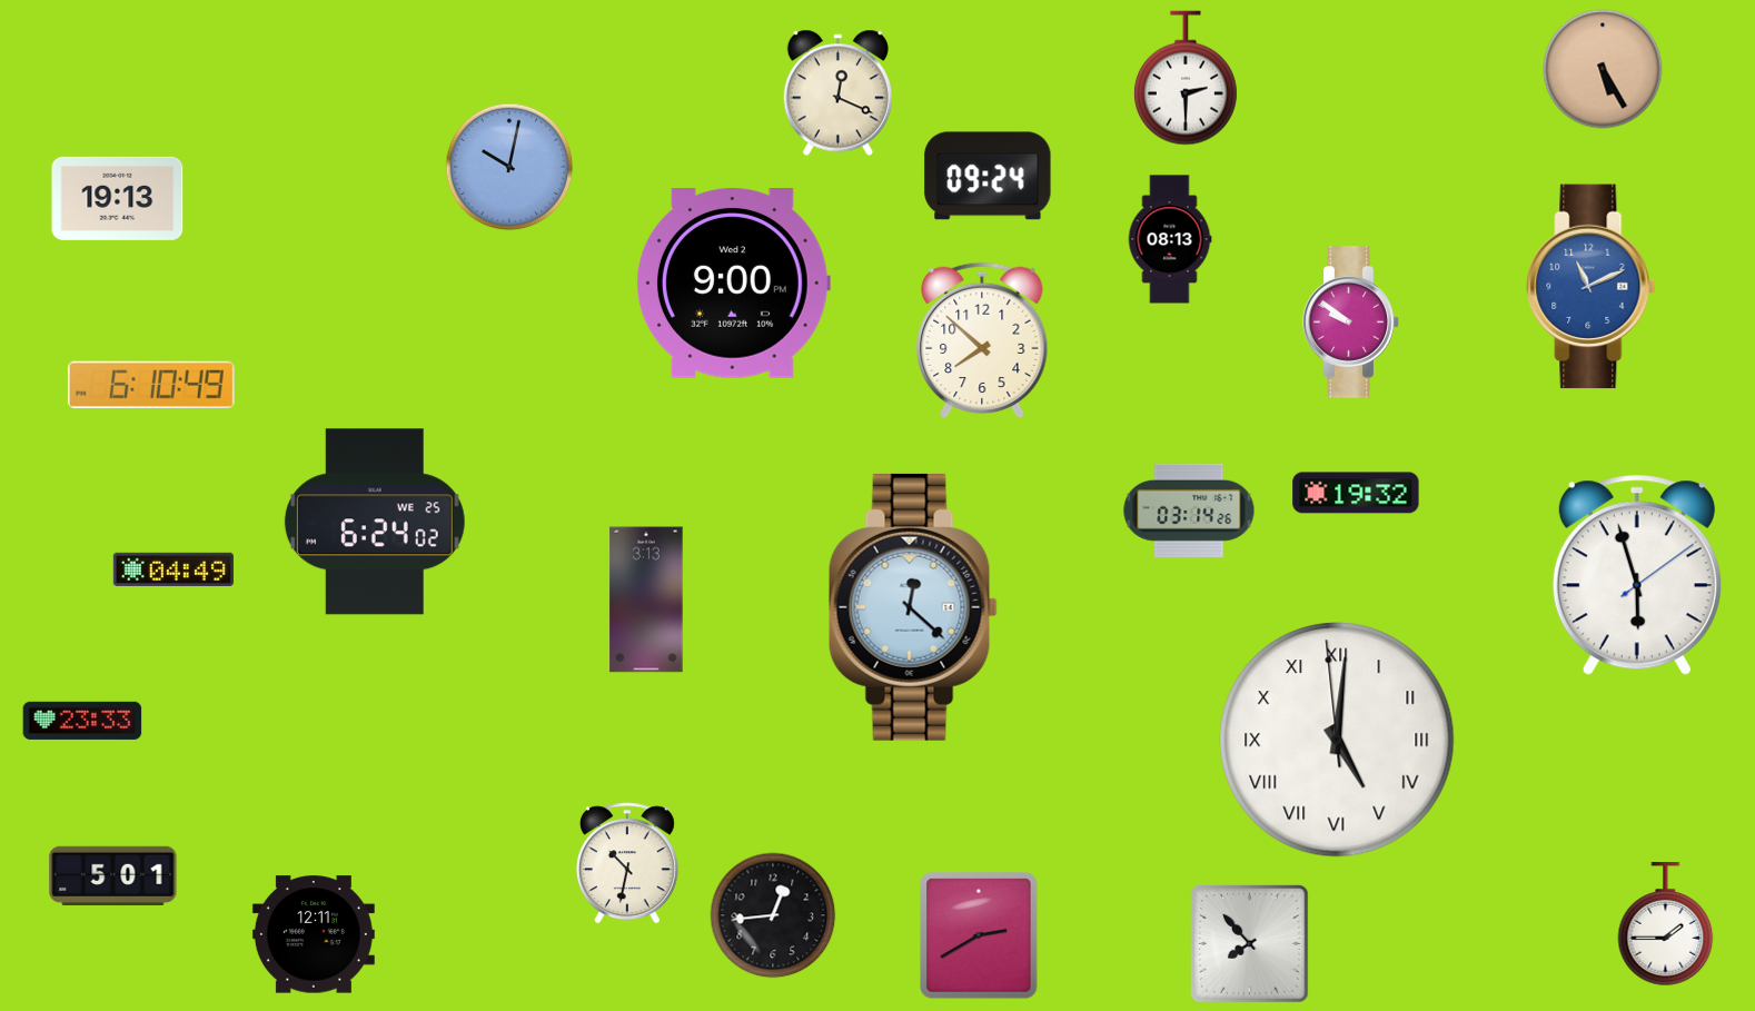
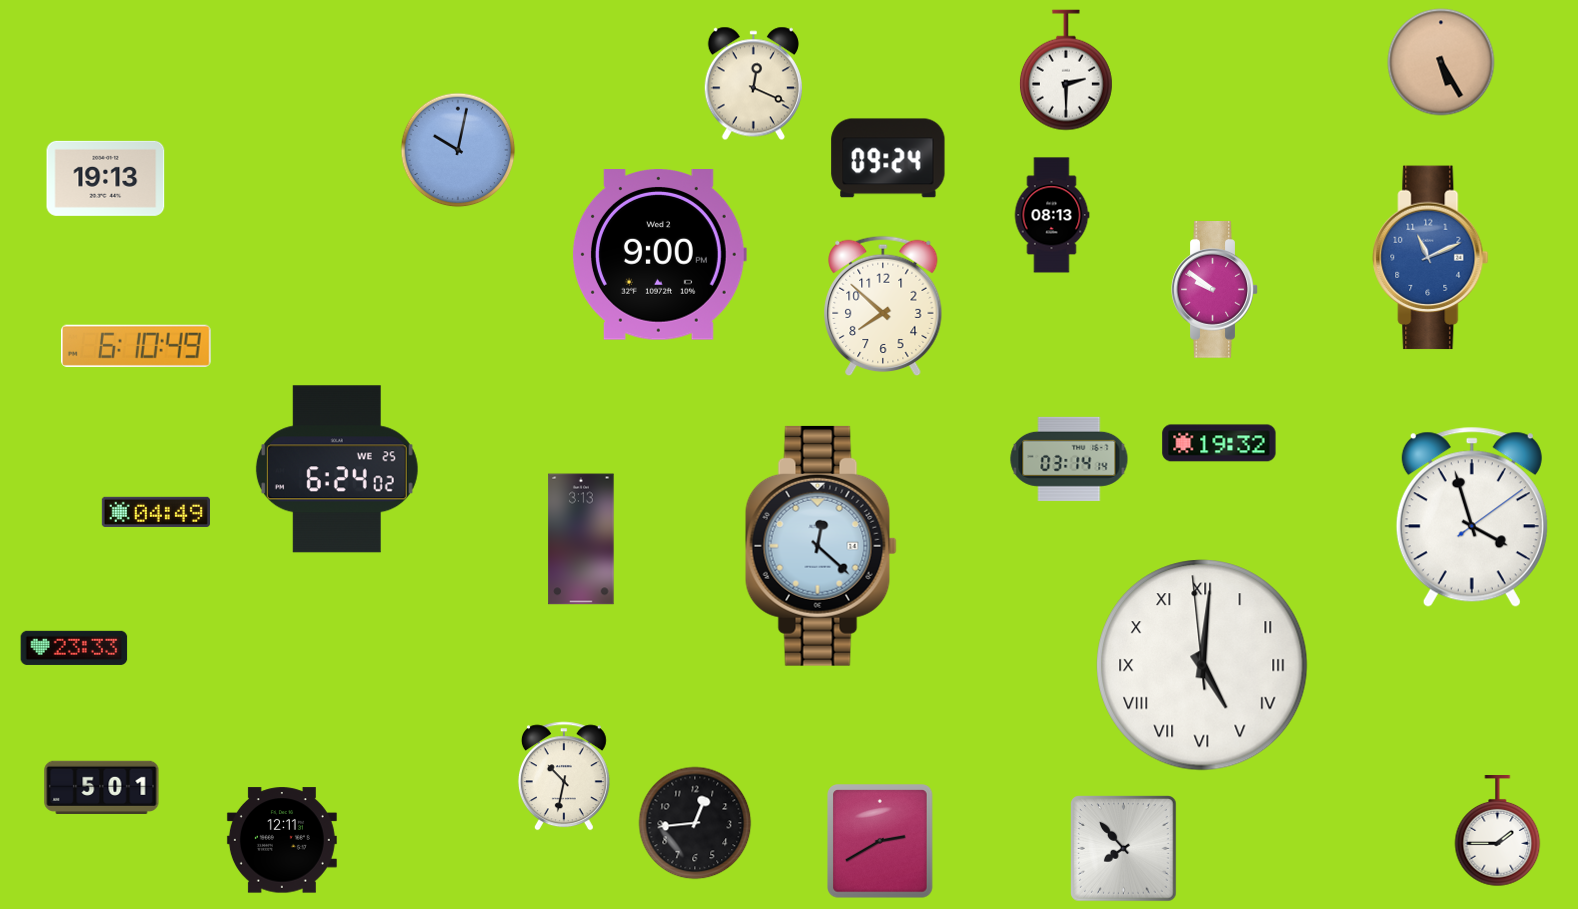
clock at (1189, 511): 03:14:26 -> 03:14:14
clock at (1637, 575): 5:57 -> 3:57
